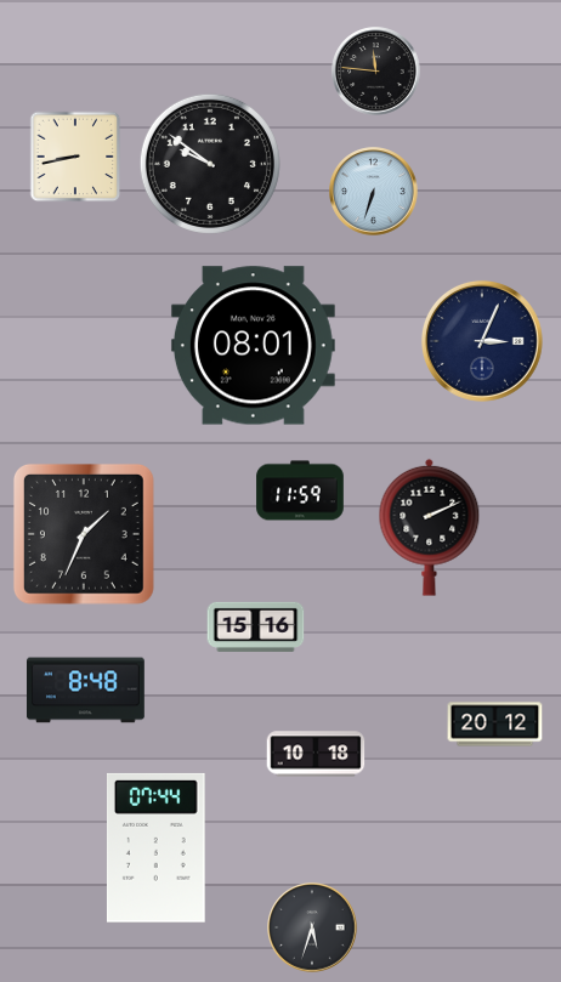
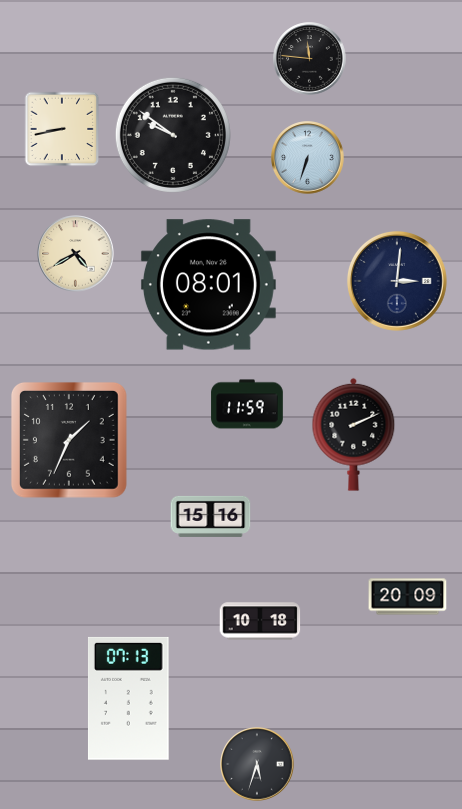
clock at (76, 254): none -> 4:40
clock at (482, 341): 3:04 -> 3:01
clock at (86, 691): 8:48 -> none
clock at (495, 725): 20:12 -> 20:09
clock at (155, 847): 07:44 -> 07:13
